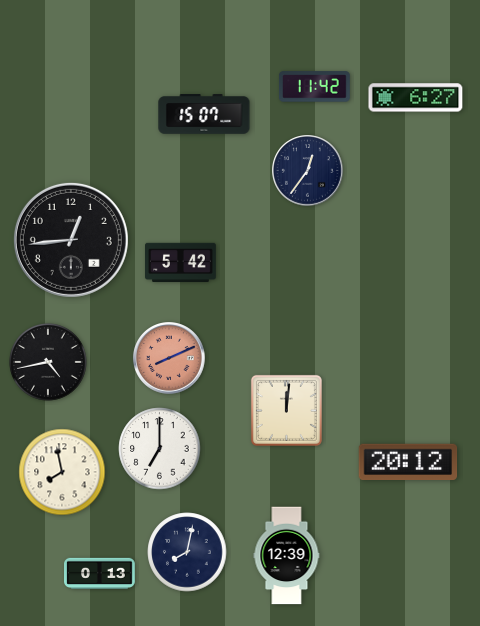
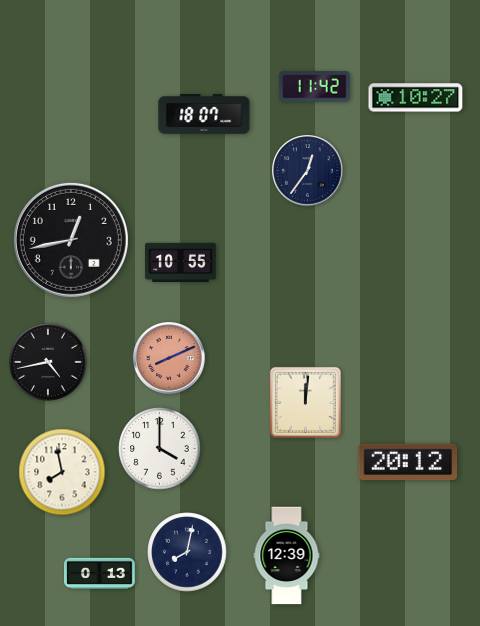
clock at (416, 98): 6:27 -> 10:27
clock at (204, 114): 15:07 -> 18:07
clock at (71, 240): 12:44 -> 12:43
clock at (181, 262): 5:42 -> 10:55
clock at (286, 410) position: (286, 410) -> (305, 402)
clock at (160, 449): 7:00 -> 4:00
